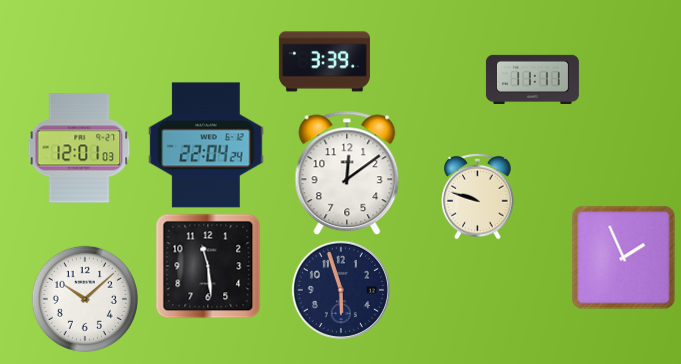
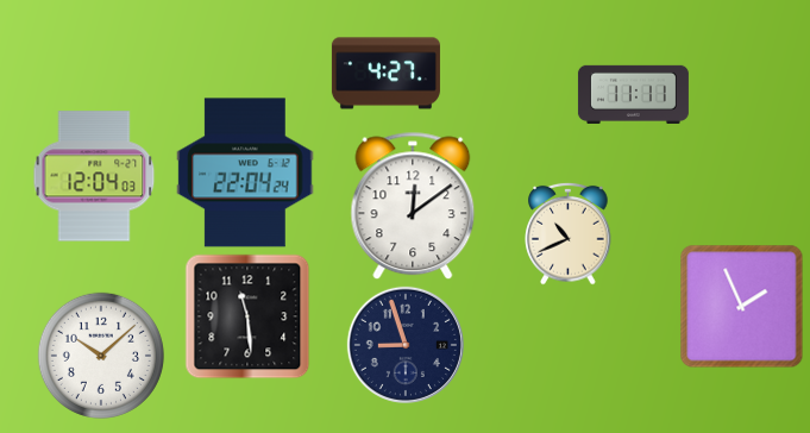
clock at (324, 62): 3:39 -> 4:27
clock at (79, 148): 12:01 -> 12:04
clock at (478, 196): 9:48 -> 10:41
clock at (341, 290): 5:57 -> 8:57
